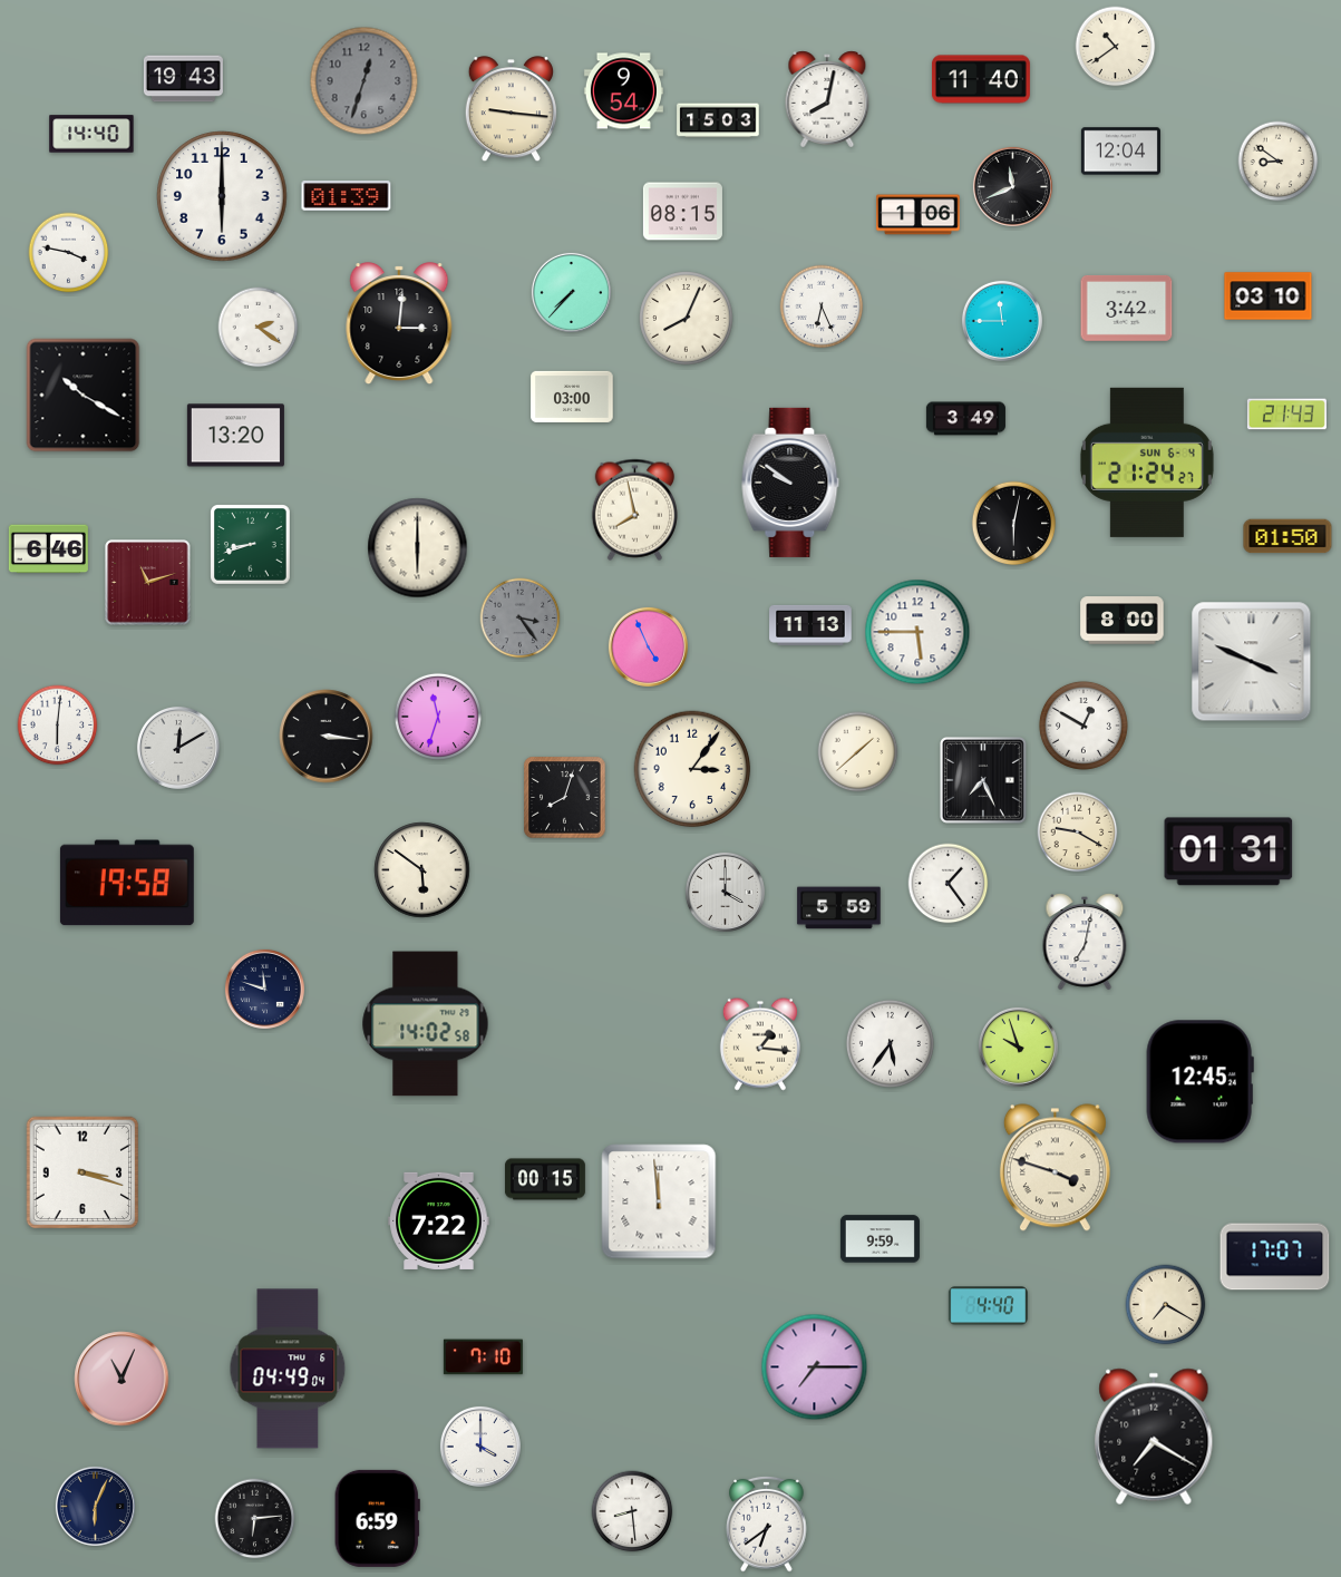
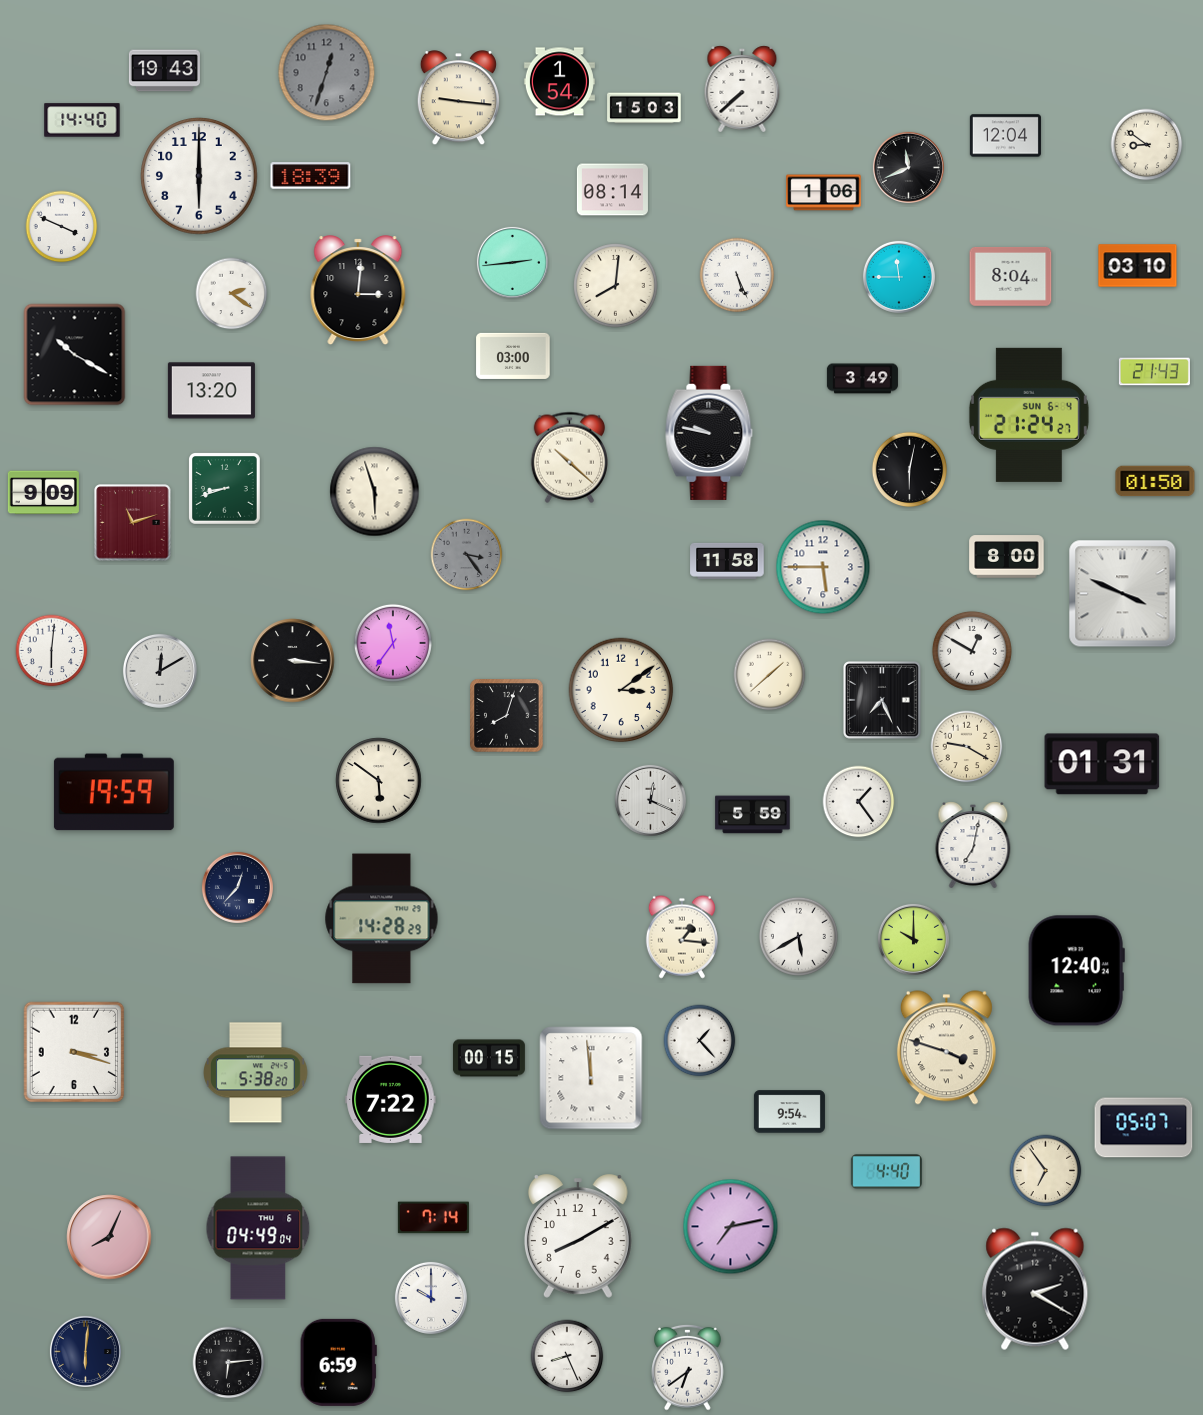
clock at (1116, 47): 10:39 -> none
clock at (981, 79): 11:40 -> none
clock at (623, 91): 9:54 -> 1:54
clock at (827, 99): 8:02 -> 7:38
clock at (347, 196): 01:39 -> 18:39
clock at (682, 212): 08:15 -> 08:14
clock at (69, 253): 3:47 -> 3:49
clock at (571, 292): 7:37 -> 2:44
clock at (822, 306): 6:26 -> 5:26
clock at (1127, 308): 3:42 -> 8:04
clock at (687, 319): 8:04 -> 8:01
clock at (1002, 321) position: (1002, 321) -> (899, 277)
clock at (965, 419) position: (965, 419) -> (862, 379)
clock at (790, 483): 9:51 -> 9:47
clock at (634, 509): 7:58 -> 10:22
clock at (418, 548): 6:00 -> 5:57
clock at (48, 549): 6:46 -> 9:09
clock at (810, 625): 11:13 -> 11:58
clock at (648, 646): 4:56 -> none
clock at (438, 717): 11:33 -> 11:36
clock at (692, 769): 3:06 -> 3:09
clock at (127, 883): 19:58 -> 19:59
clock at (949, 884) position: (949, 884) -> (859, 802)
clock at (725, 892): 4:00 -> 12:19
clock at (264, 989): 11:48 -> 12:37
clock at (426, 1024): 14:02 -> 14:28
clock at (890, 1043): 5:36 -> 5:40
clock at (1018, 1047): 9:57 -> 10:00
clock at (1199, 1082): 12:45 -> 12:40
clock at (700, 1041): none -> 1:23
clock at (256, 1073): none -> 5:38
clock at (439, 1220) position: (439, 1220) -> (391, 1099)
clock at (880, 1239): 9:59 -> 9:54
clock at (1275, 1257): 17:07 -> 05:07
clock at (1166, 1305): 7:20 -> 6:54
clock at (483, 1357): 7:10 -> 7:14
clock at (815, 1367): 7:15 -> 7:13
clock at (578, 1236): none -> 8:10
clock at (122, 1379): 11:04 -> 8:04
clock at (1154, 1437): 7:20 -> 2:20
clock at (480, 1447): 4:00 -> 10:00
clock at (95, 1506): 6:04 -> 6:01
clock at (632, 1511): 8:29 -> 8:26
